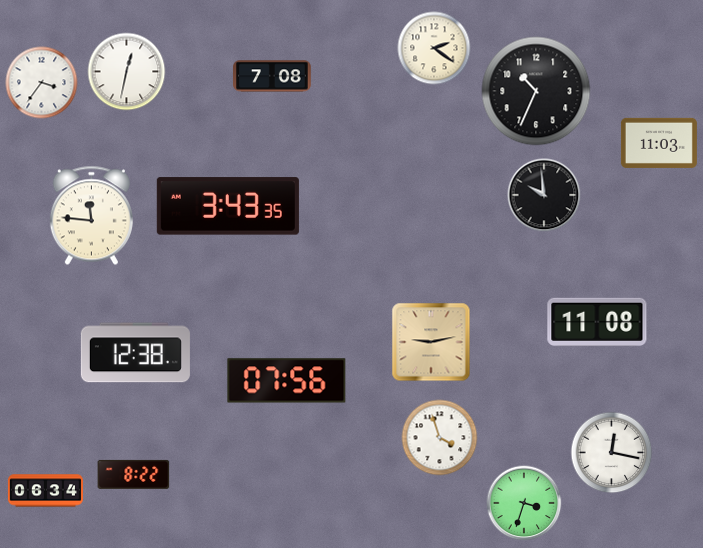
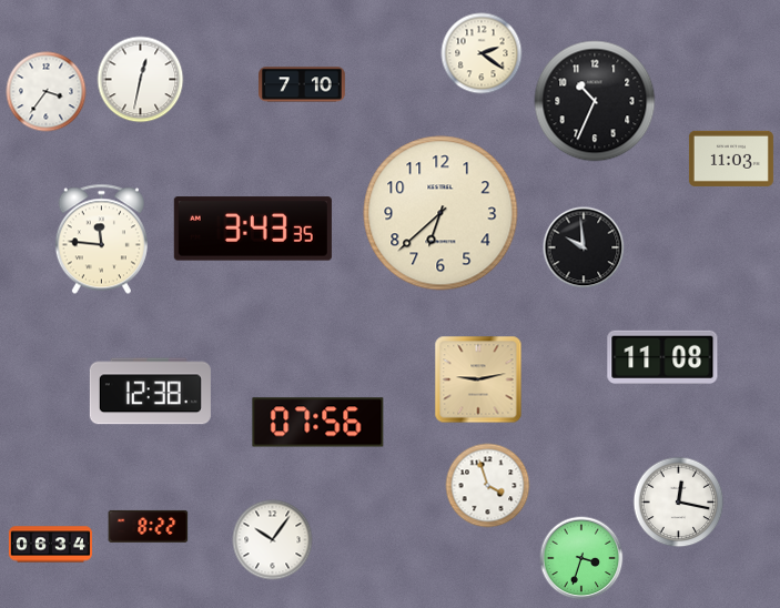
clock at (272, 76): 7:08 -> 7:10
clock at (440, 213): none -> 6:38
clock at (544, 195) position: (544, 195) -> (584, 247)
clock at (273, 540): none -> 10:06
